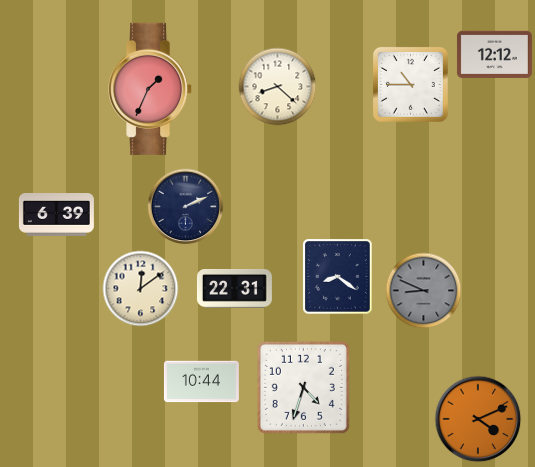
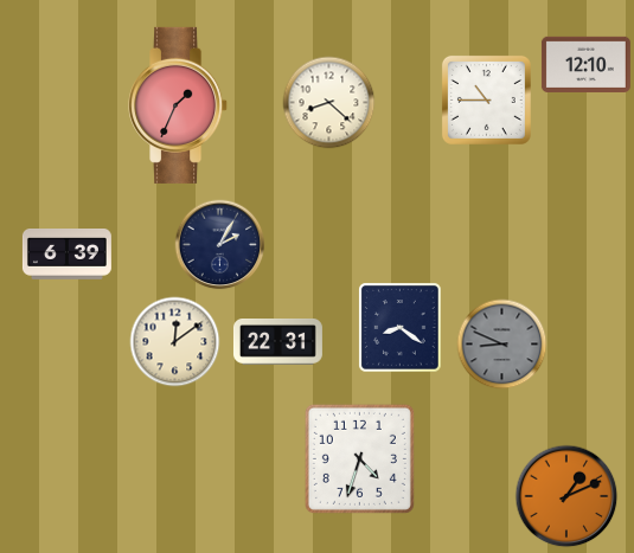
clock at (494, 54): 12:12 -> 12:10
clock at (186, 207): 2:11 -> 2:05
clock at (141, 289) position: (141, 289) -> (175, 342)
clock at (201, 382): 10:44 -> none
clock at (478, 419): 4:11 -> 1:11
